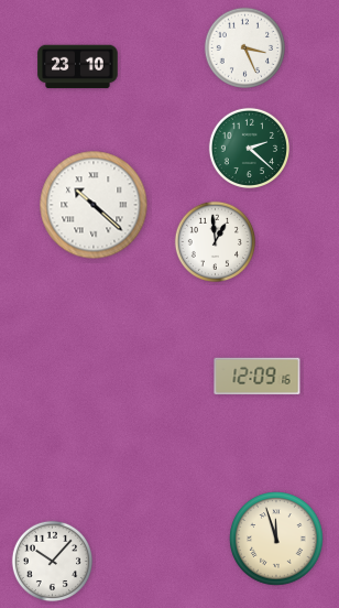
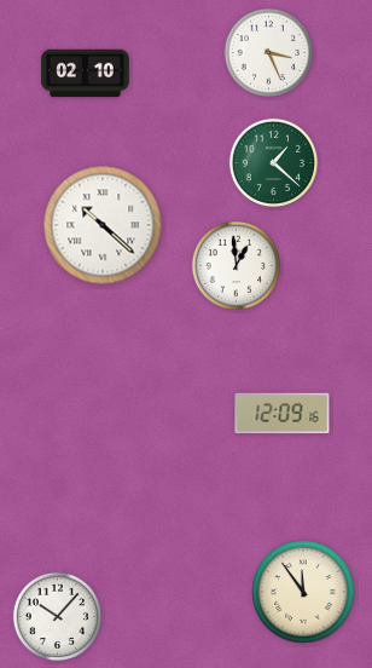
clock at (78, 67): 23:10 -> 02:10
clock at (249, 148): 2:22 -> 1:22
clock at (276, 539): 11:57 -> 11:54
